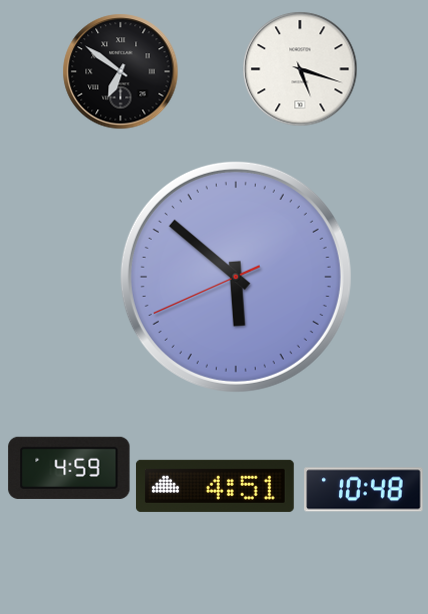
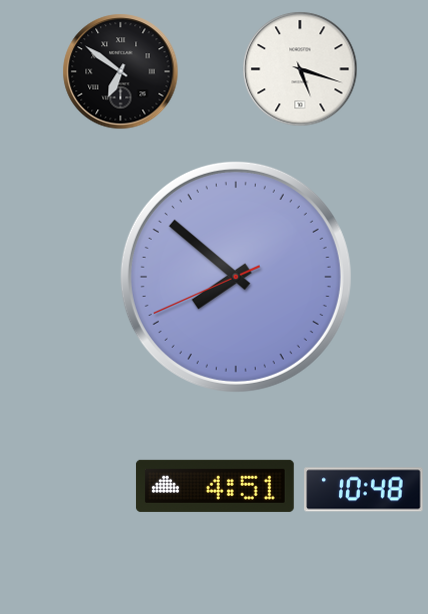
clock at (236, 277): 5:51 -> 7:51
clock at (69, 468): 4:59 -> none
